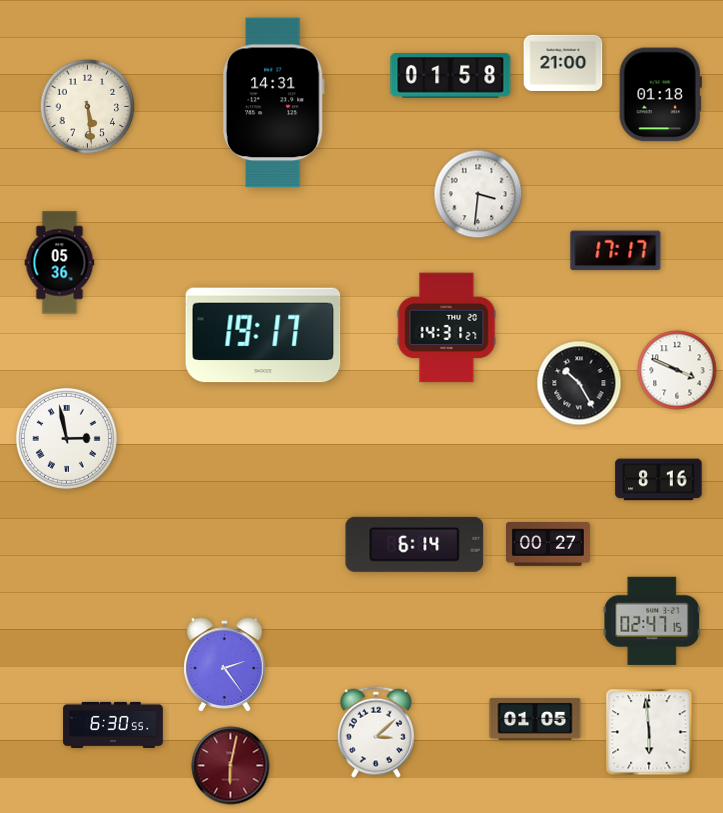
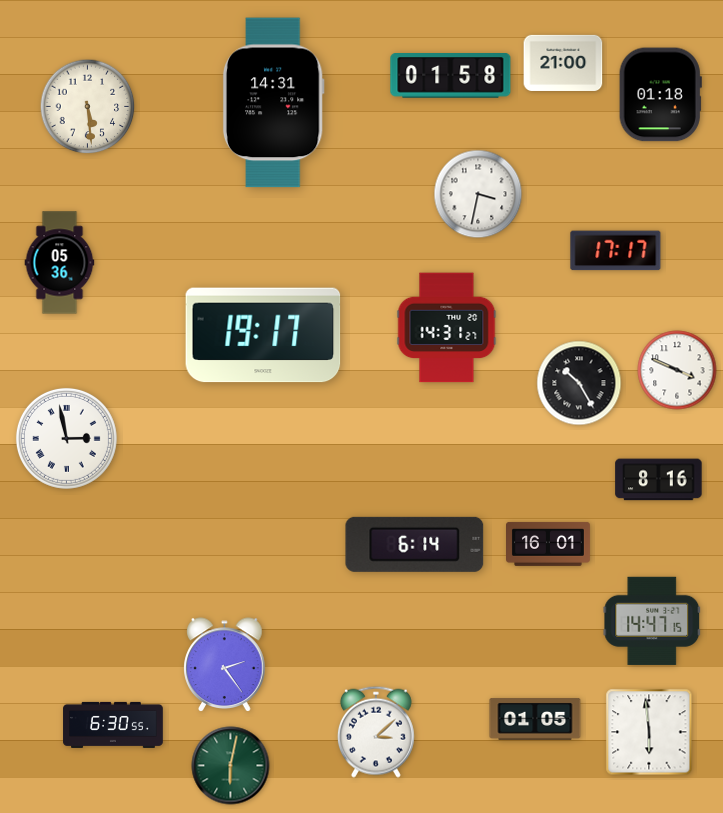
clock at (478, 194): 3:31 -> 3:32
clock at (549, 544): 00:27 -> 16:01
clock at (652, 621): 02:47 -> 14:47
clock at (231, 766) dial: burgundy -> green
